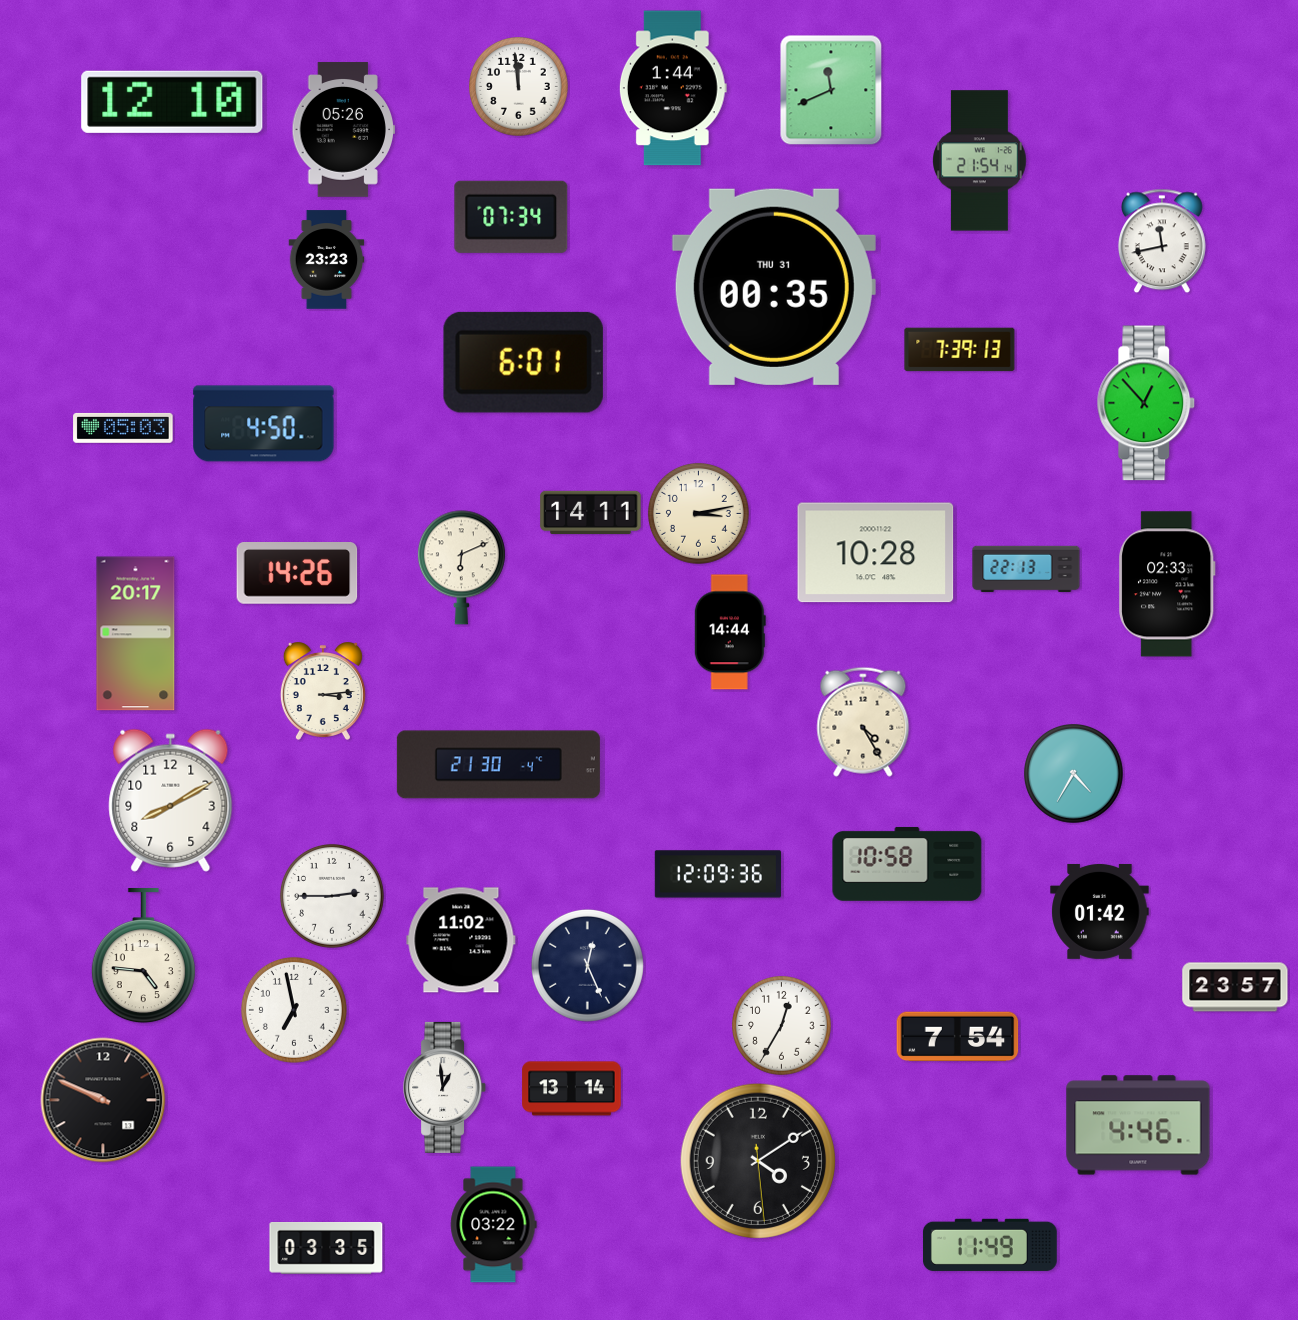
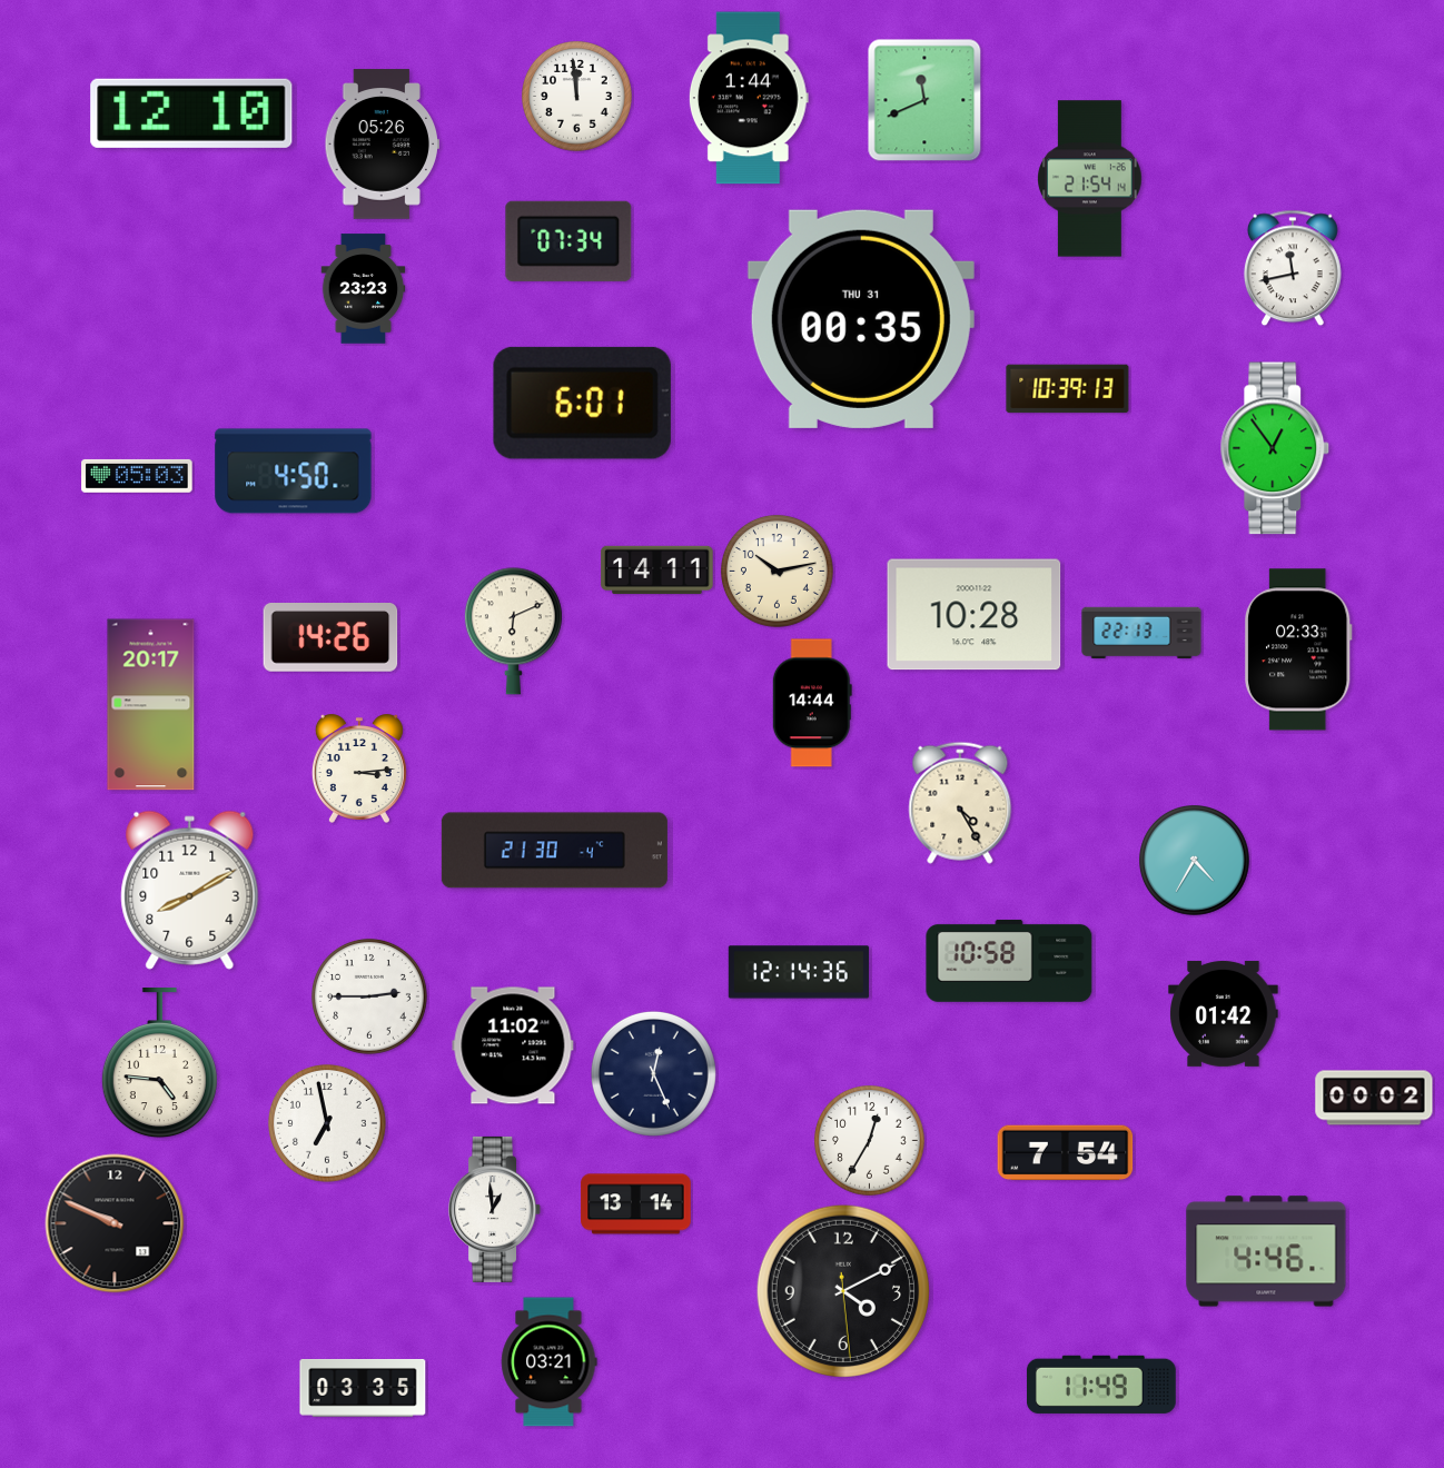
clock at (960, 350): 7:39 -> 10:39
clock at (1146, 403): 12:53 -> 12:54
clock at (699, 514): 3:13 -> 10:13
clock at (718, 874): 12:09 -> 12:14
clock at (1235, 987): 23:57 -> 00:02
clock at (572, 1089) position: (572, 1089) -> (636, 1204)
clock at (758, 1161): 4:09 -> 4:10
clock at (494, 1225): 03:22 -> 03:21
